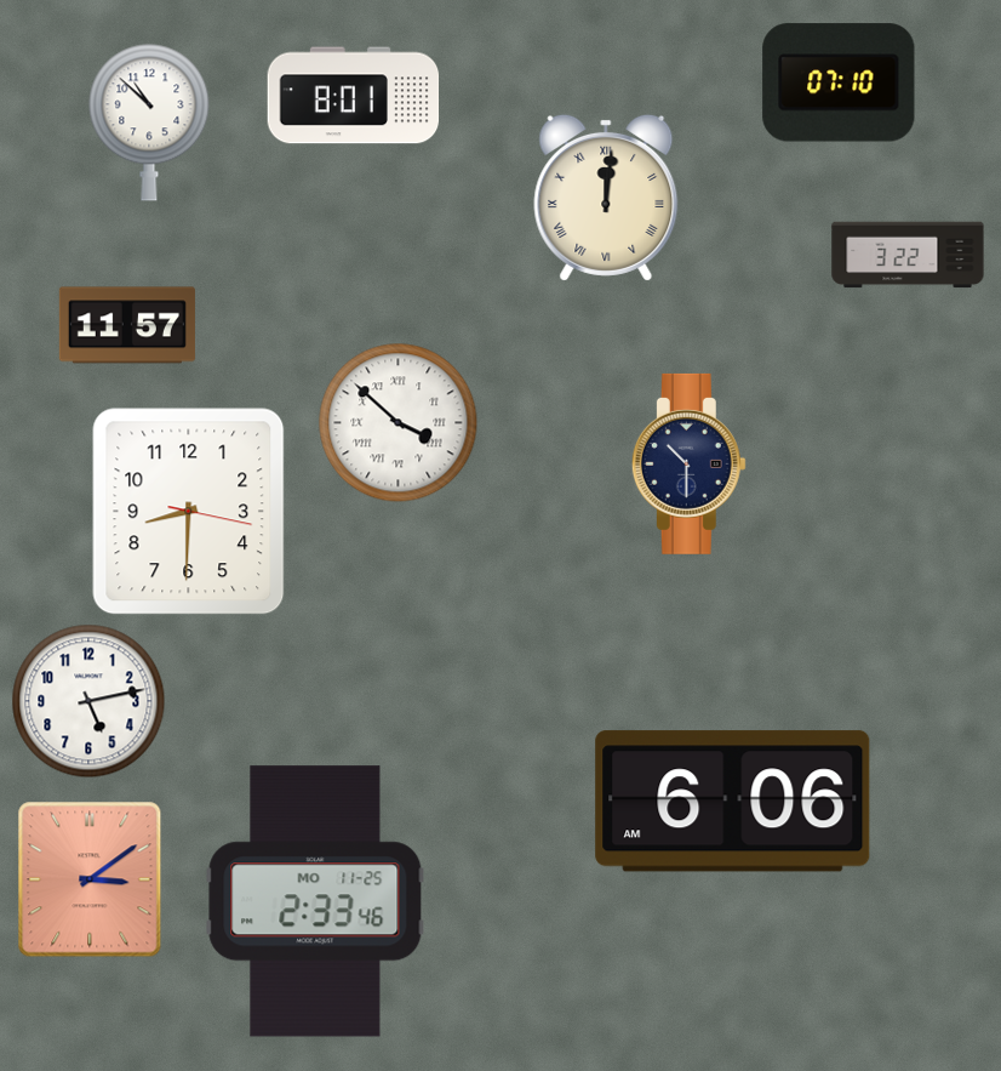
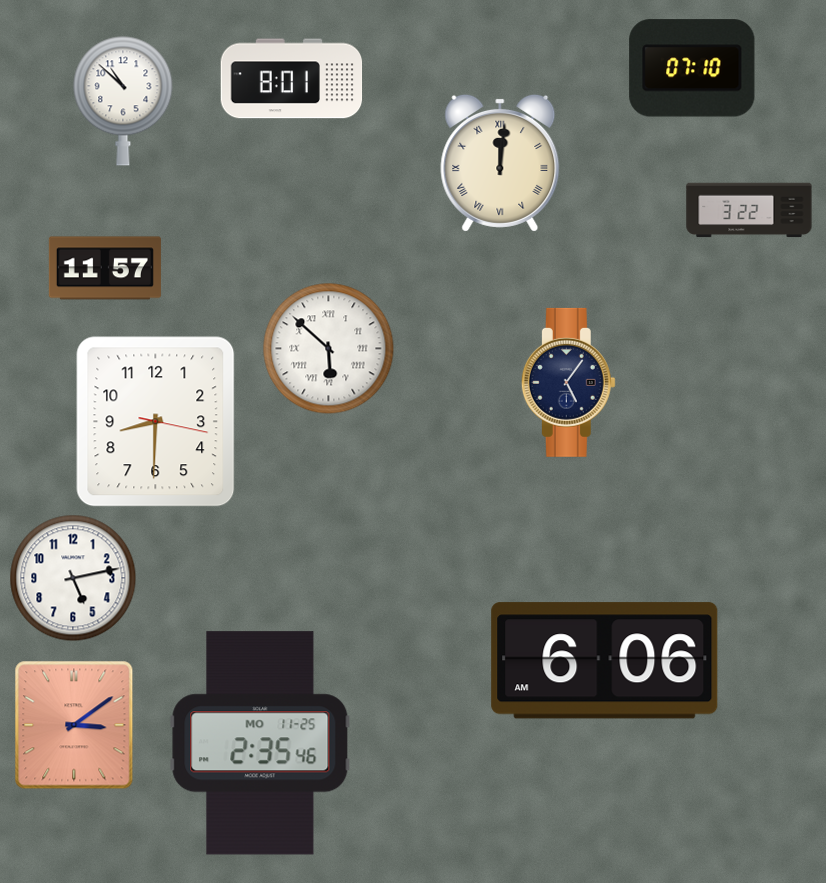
clock at (399, 423): 3:52 -> 5:52
clock at (688, 463): 10:30 -> 5:06
clock at (315, 901): 2:33 -> 2:35
